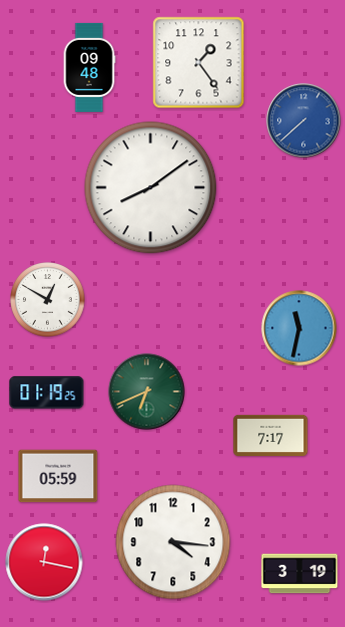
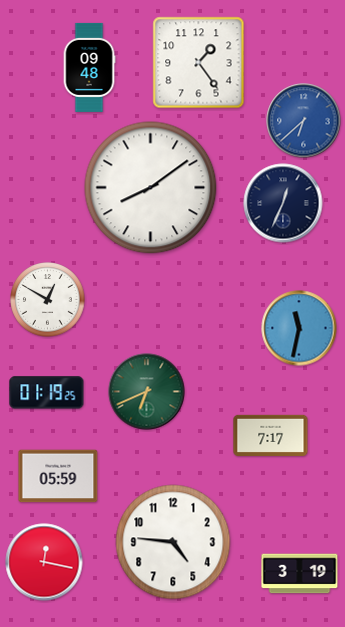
clock at (304, 121): 7:38 -> 6:38
clock at (283, 203): none -> 12:34
clock at (173, 542): 4:16 -> 4:46
